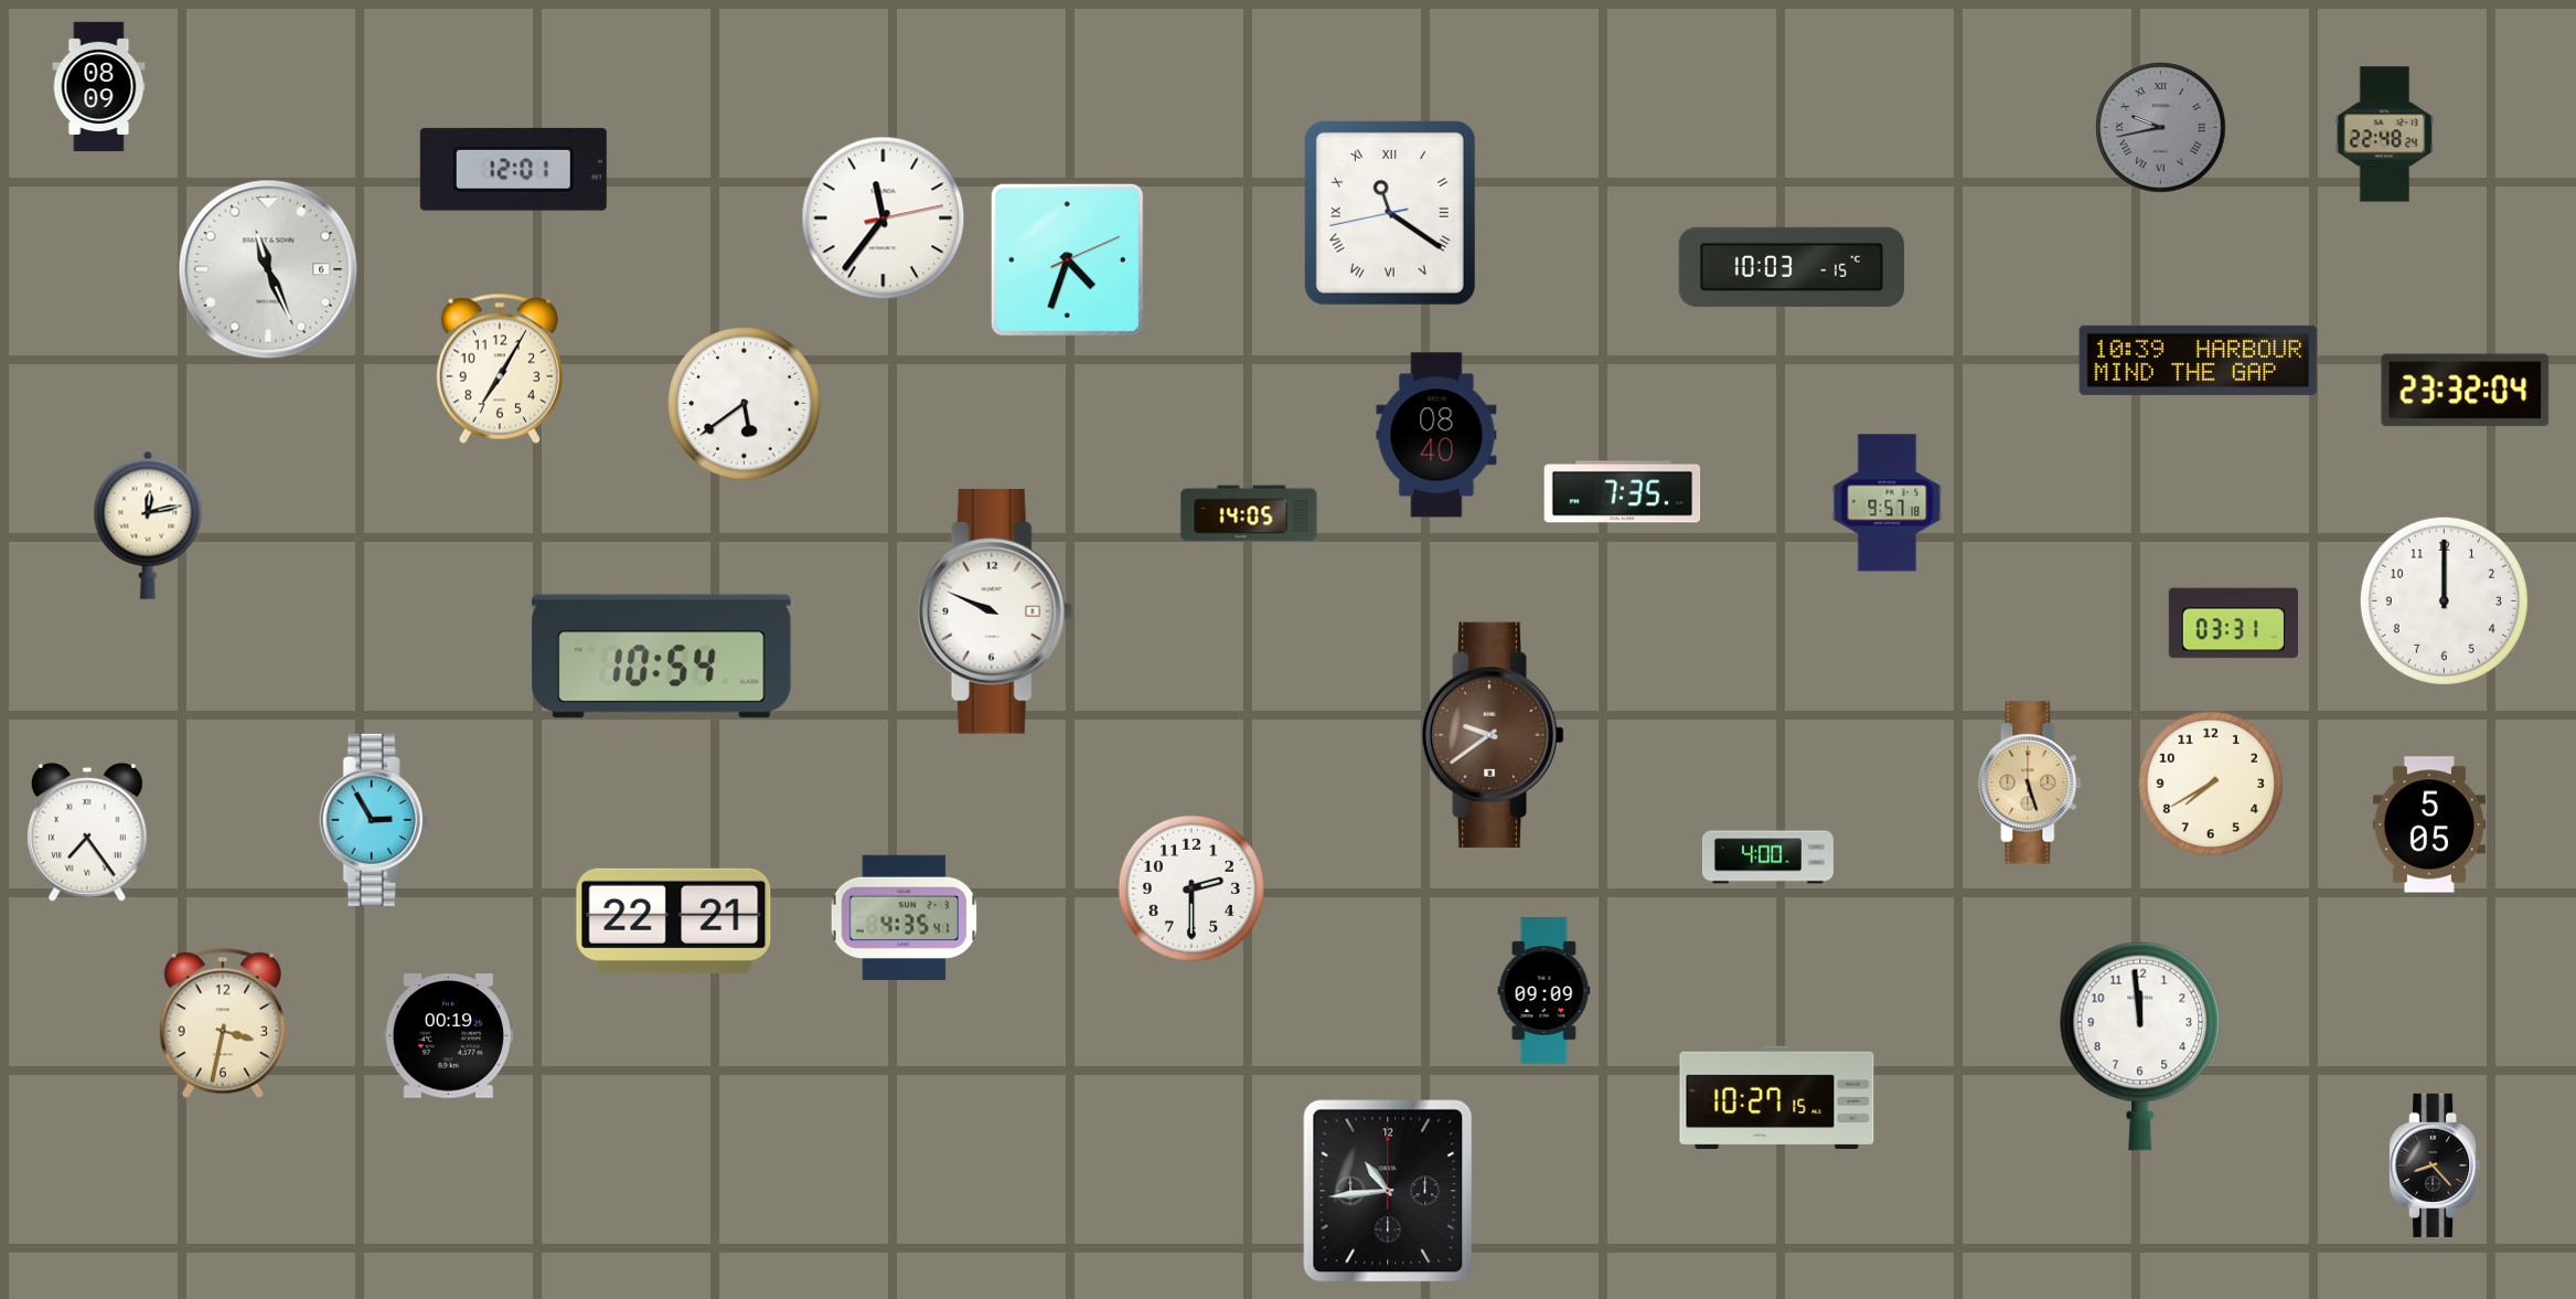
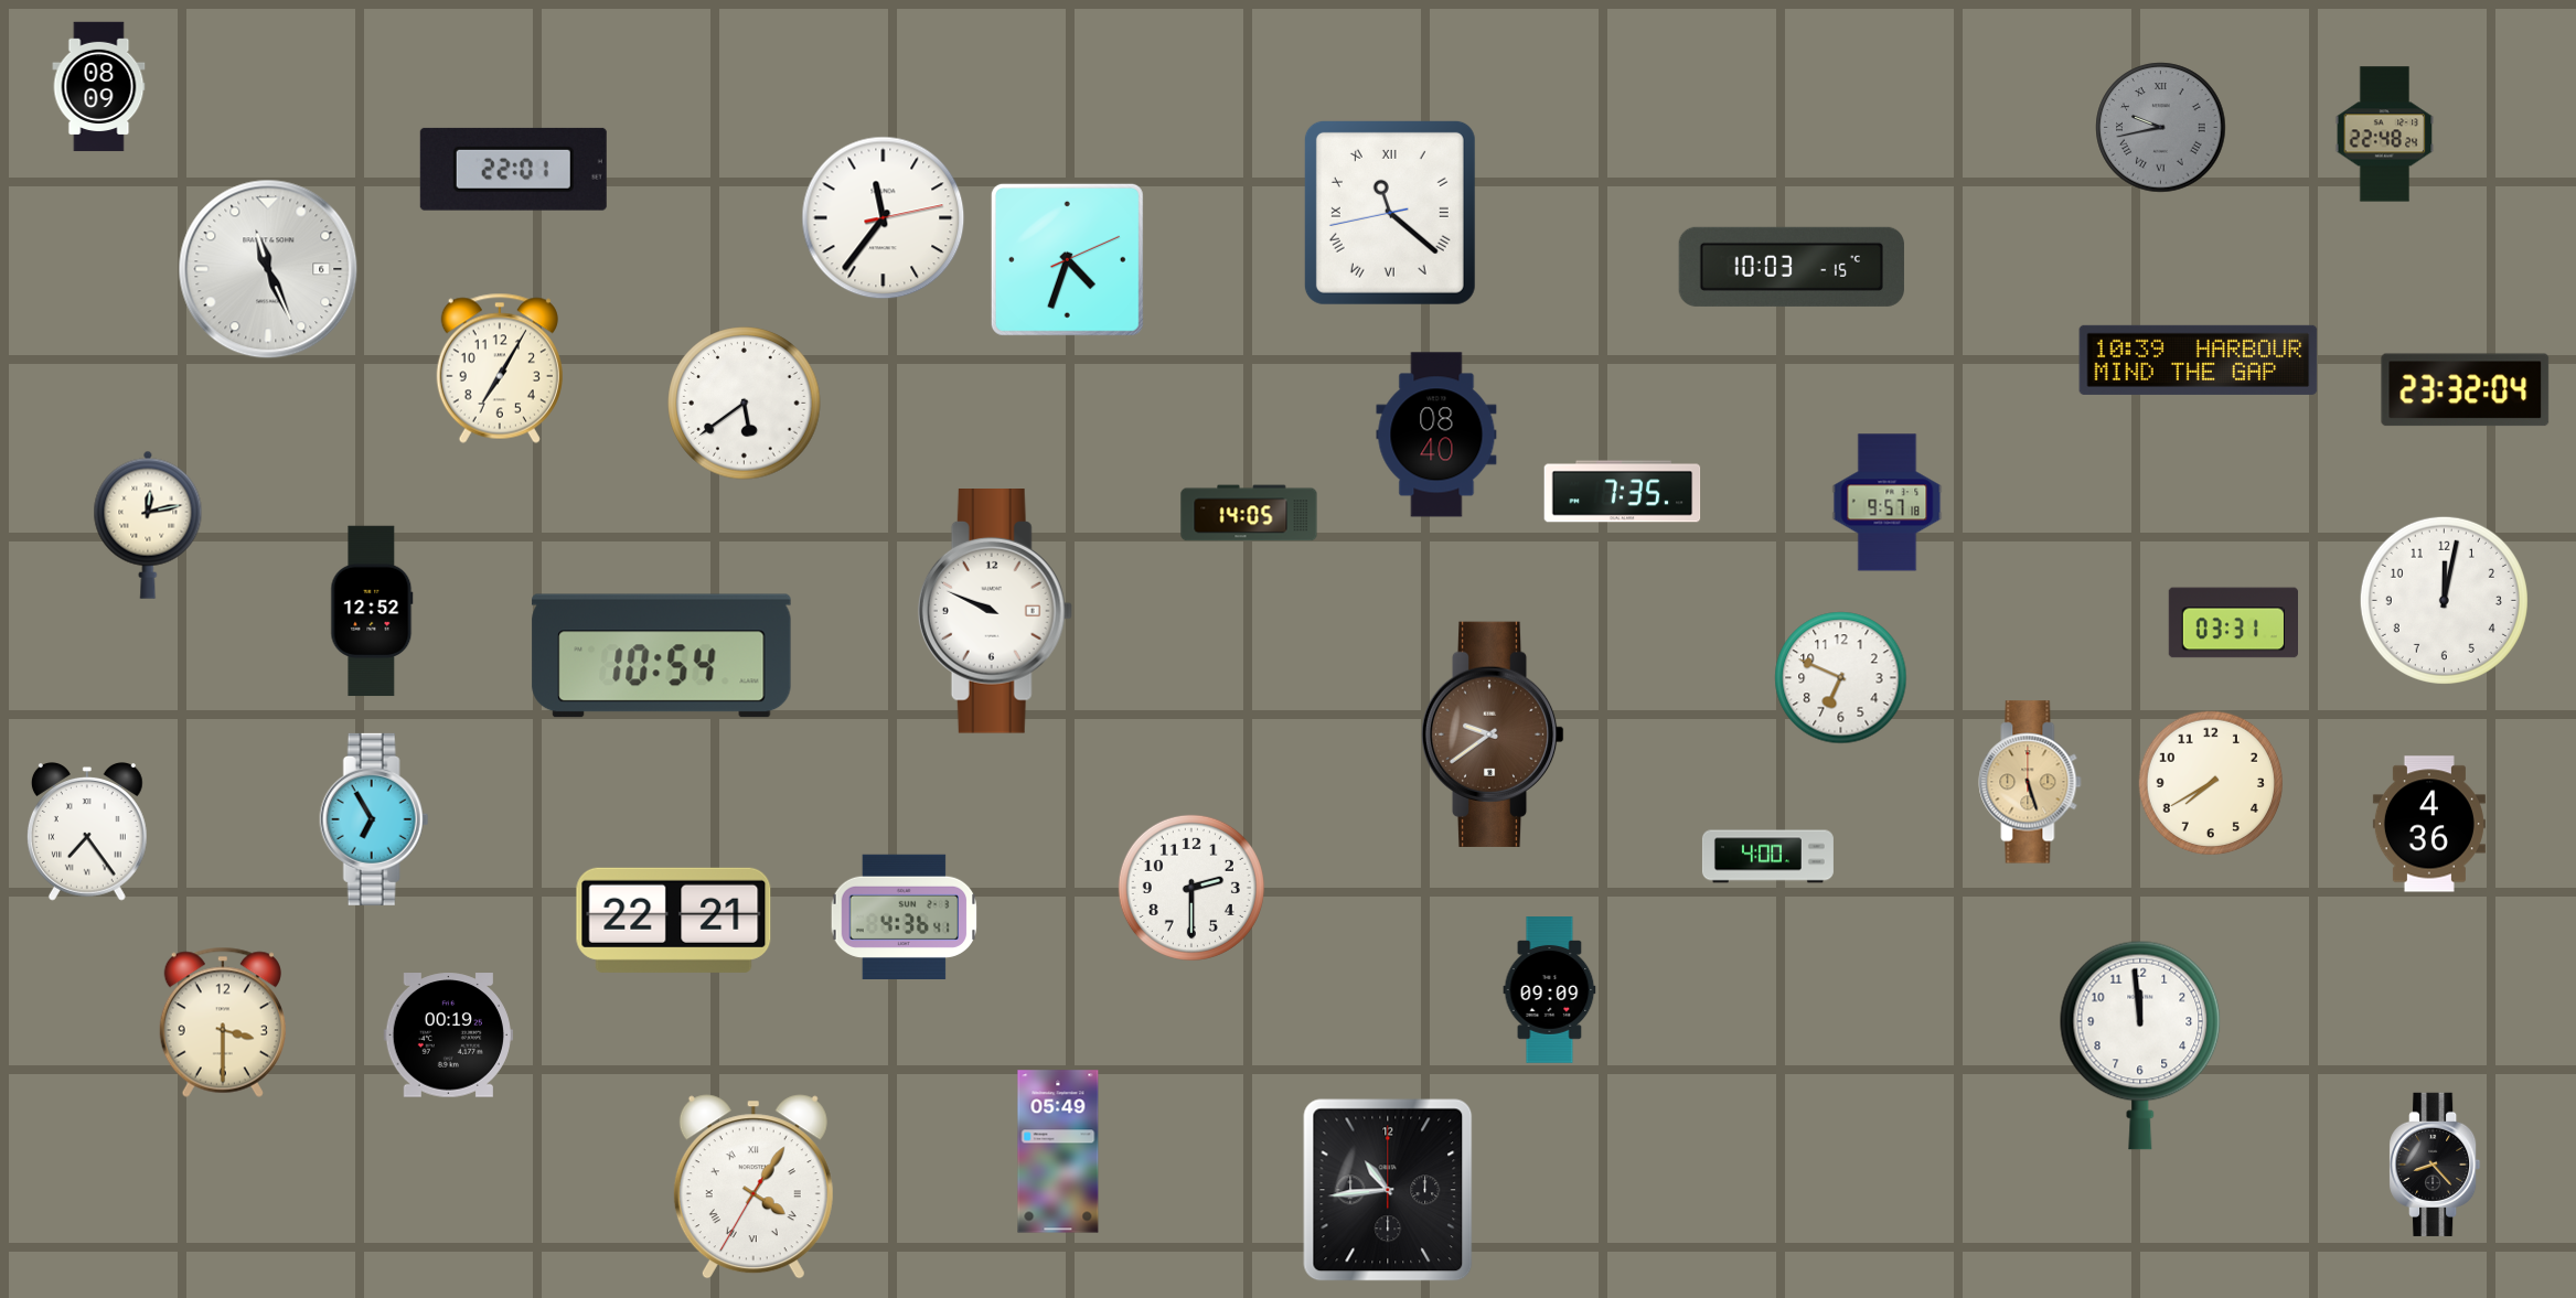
clock at (513, 169): 12:01 -> 22:01
clock at (1390, 213): 11:20 -> 11:21
clock at (2444, 600): 12:00 -> 12:02
clock at (372, 611): none -> 12:52
clock at (1841, 678): none -> 6:49
clock at (374, 820): 2:55 -> 6:55
clock at (2429, 824): 5:05 -> 4:36
clock at (905, 917): 4:35 -> 4:36
clock at (1544, 991) position: (1544, 991) -> (1550, 990)
clock at (223, 1023): 3:32 -> 3:30
clock at (1777, 1097): 10:27 -> none
clock at (1058, 1151): none -> 05:49
clock at (753, 1187): none -> 4:05
